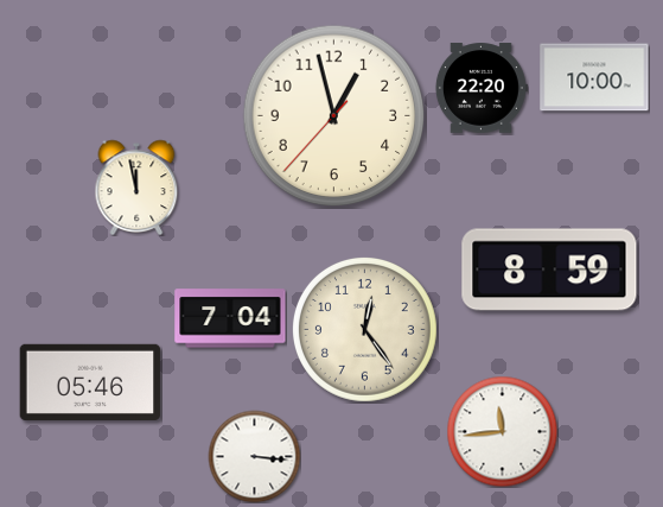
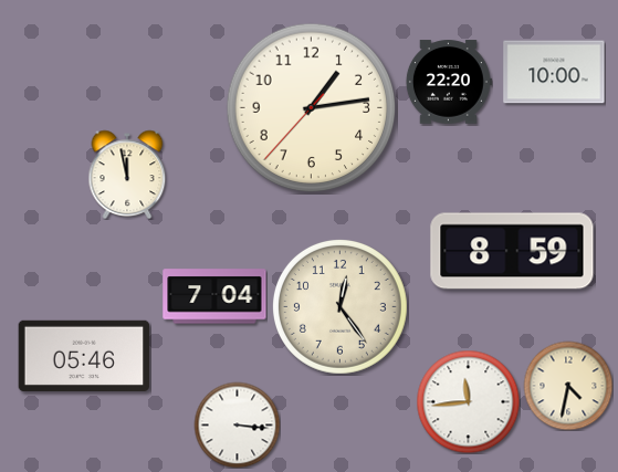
clock at (334, 116): 12:57 -> 1:13
clock at (568, 386): none -> 4:32
